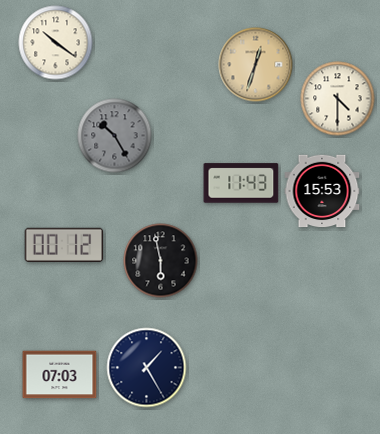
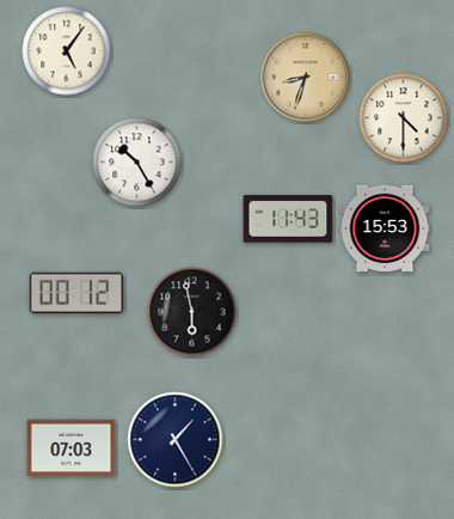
clock at (56, 43): 10:21 -> 5:06
clock at (256, 65): 12:33 -> 8:33
clock at (115, 136) dial: grey -> white
